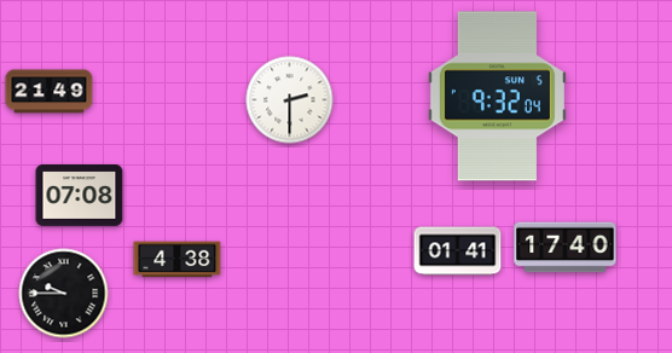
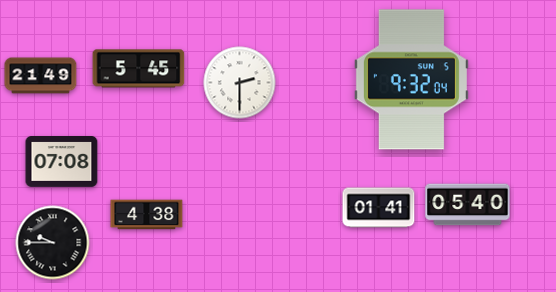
clock at (139, 69): none -> 5:45
clock at (80, 196) position: (80, 196) -> (62, 162)
clock at (566, 248): 17:40 -> 05:40
